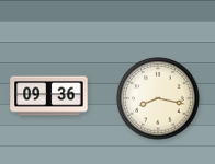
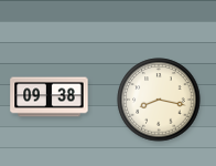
clock at (49, 96): 09:36 -> 09:38
